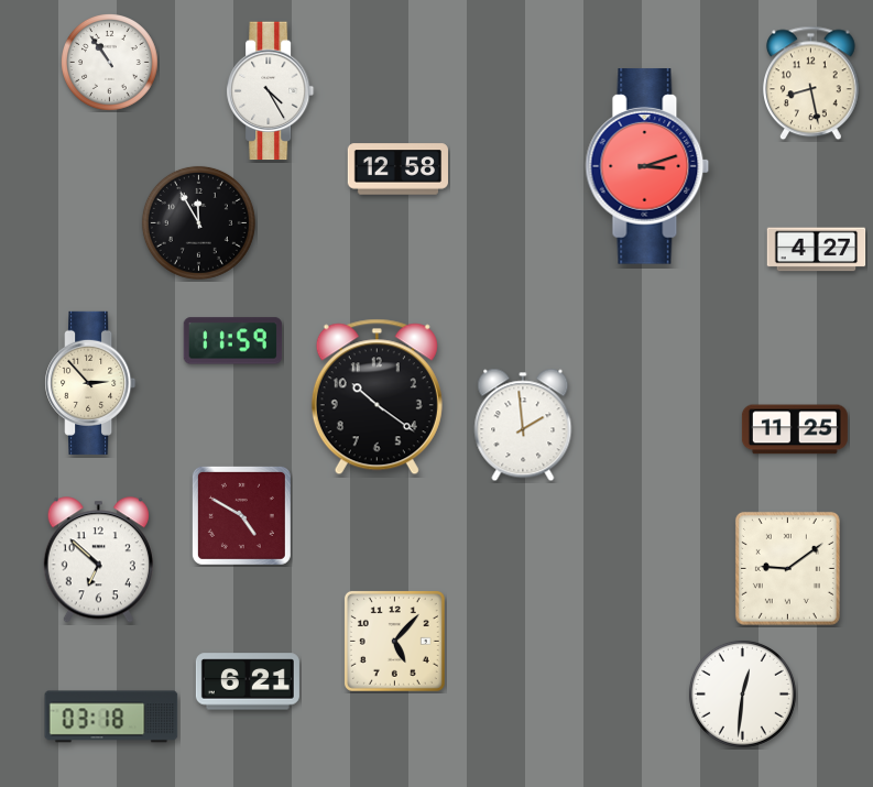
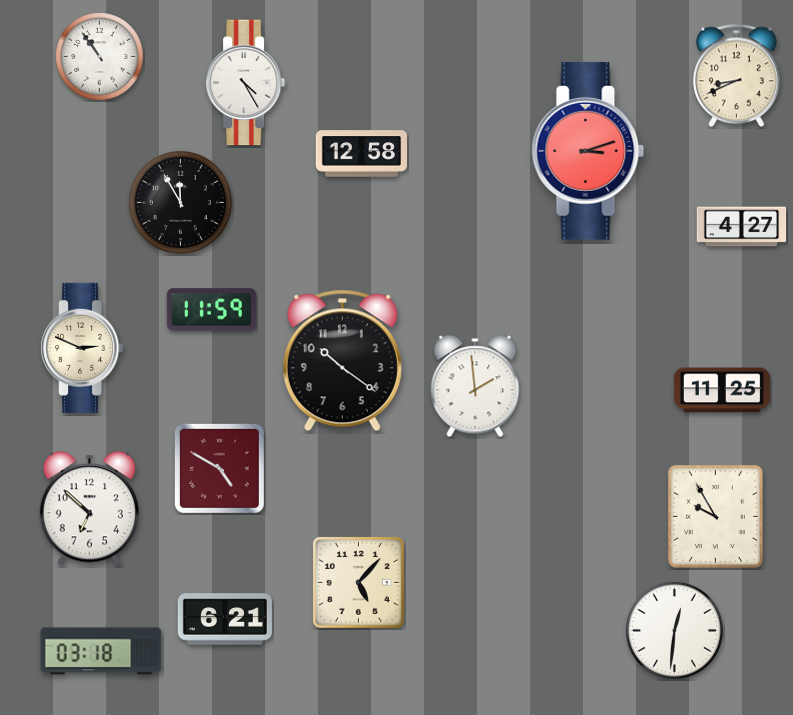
clock at (811, 84): 8:28 -> 8:41
clock at (90, 383): 2:53 -> 2:49
clock at (787, 568): 9:09 -> 9:55
